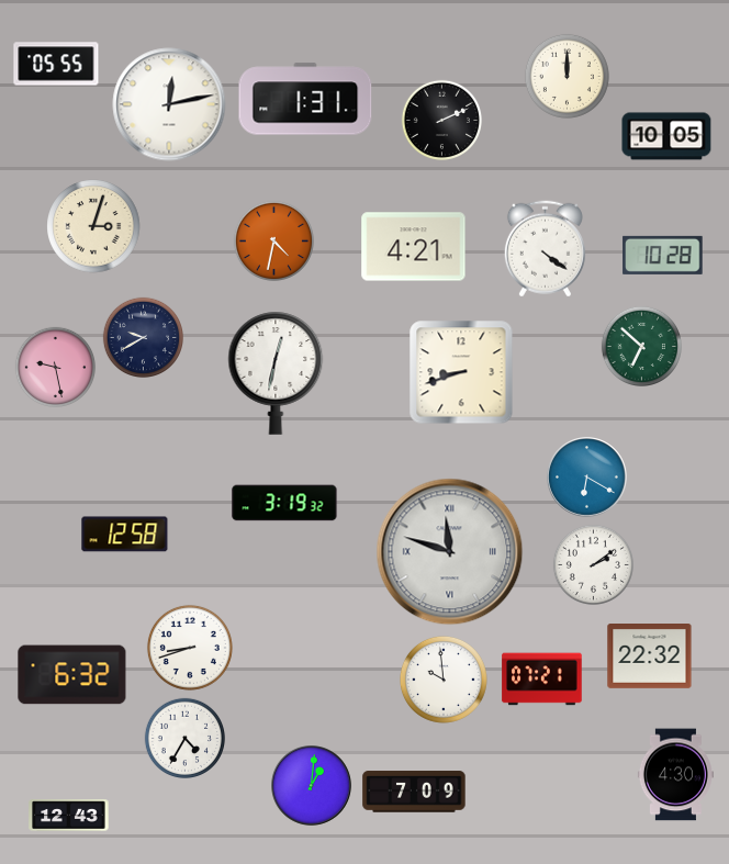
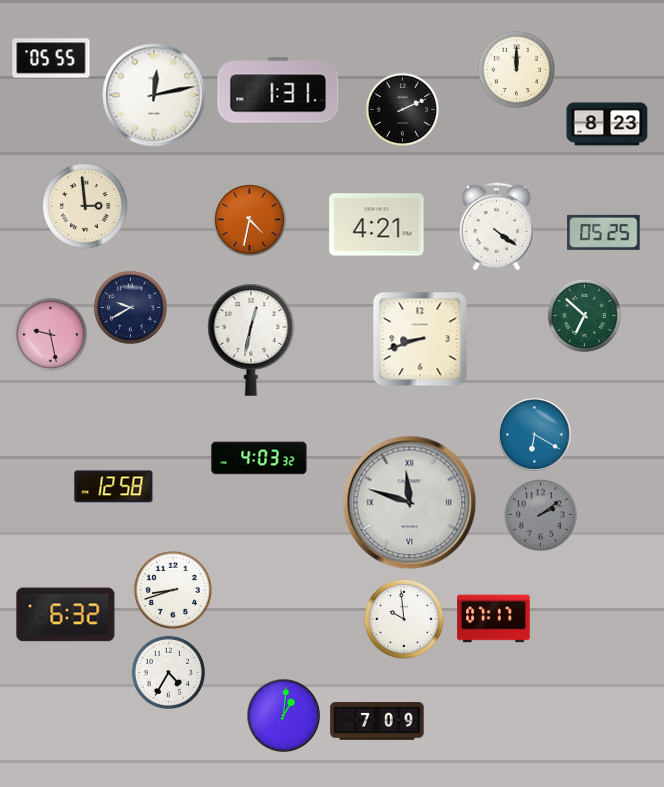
clock at (666, 136): 10:05 -> 8:23
clock at (93, 226): 3:03 -> 2:59
clock at (663, 255): 10:28 -> 05:25
clock at (284, 503): 3:19 -> 4:03
clock at (593, 564) dial: white -> grey
clock at (650, 657): 22:32 -> none
clock at (542, 680): 07:21 -> 07:17
clock at (675, 775): 4:30 -> none
clock at (69, 816): 12:43 -> none
